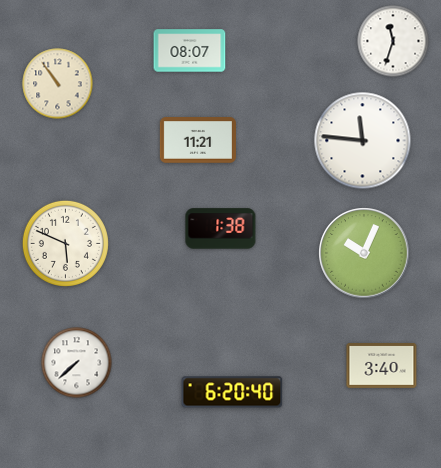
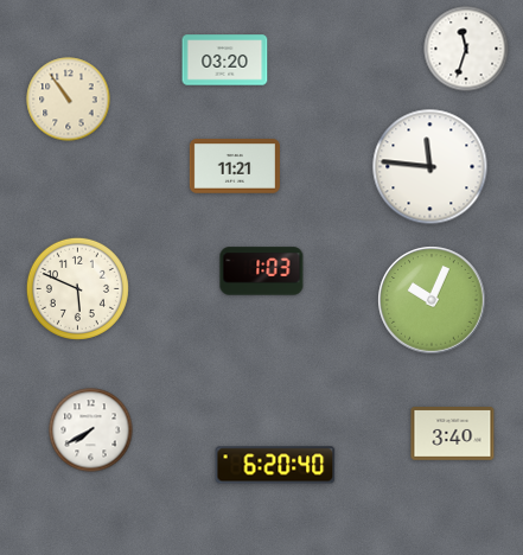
clock at (190, 51): 08:07 -> 03:20
clock at (221, 229): 1:38 -> 1:03
clock at (77, 363): 7:38 -> 7:40
